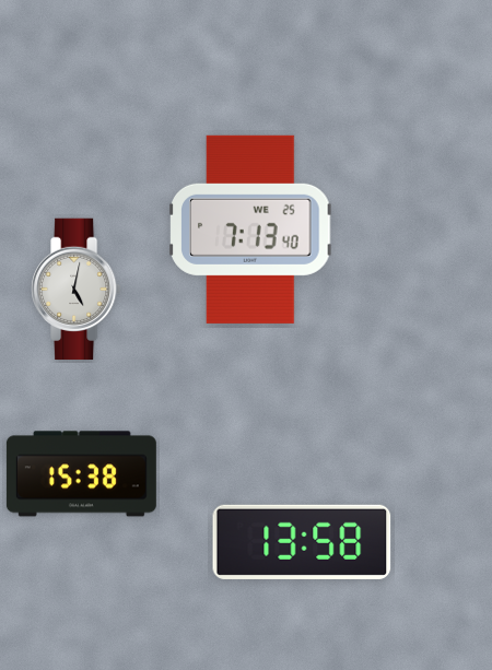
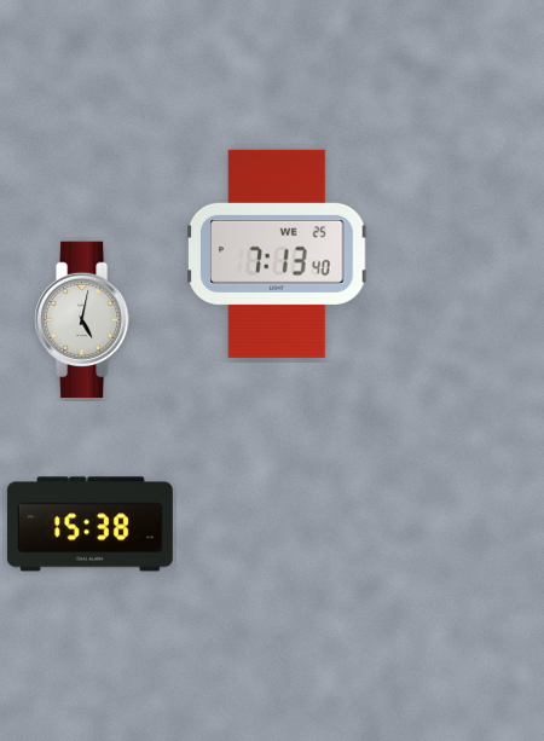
clock at (302, 542): 13:58 -> none
